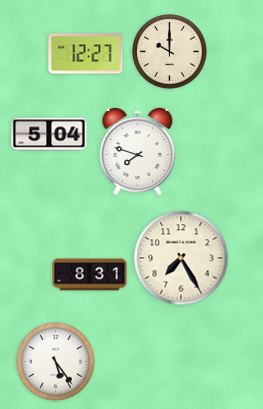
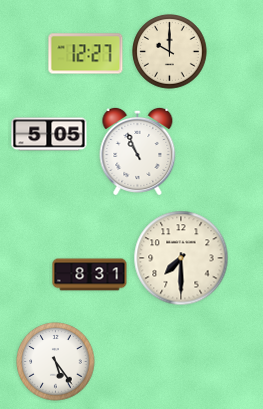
clock at (49, 134): 5:04 -> 5:05
clock at (138, 151): 7:48 -> 10:56
clock at (181, 258): 7:25 -> 7:30
